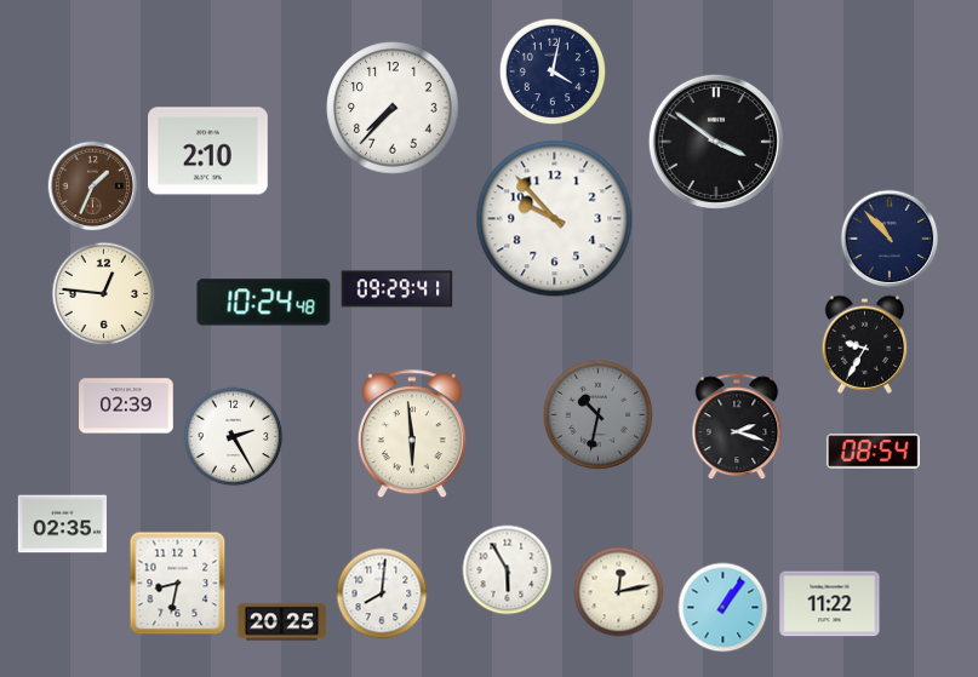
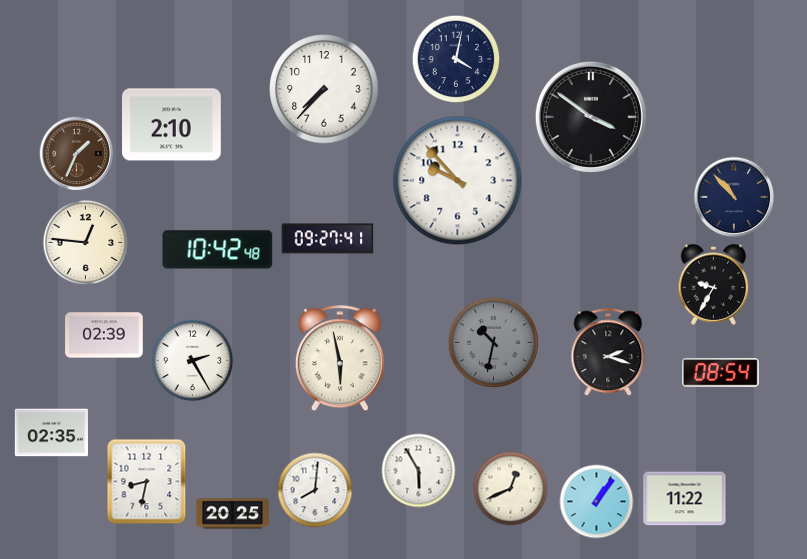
clock at (398, 289): 09:29 -> 09:27
clock at (264, 303): 10:24 -> 10:42
clock at (412, 435): 5:59 -> 5:58
clock at (619, 592): 12:13 -> 12:41
